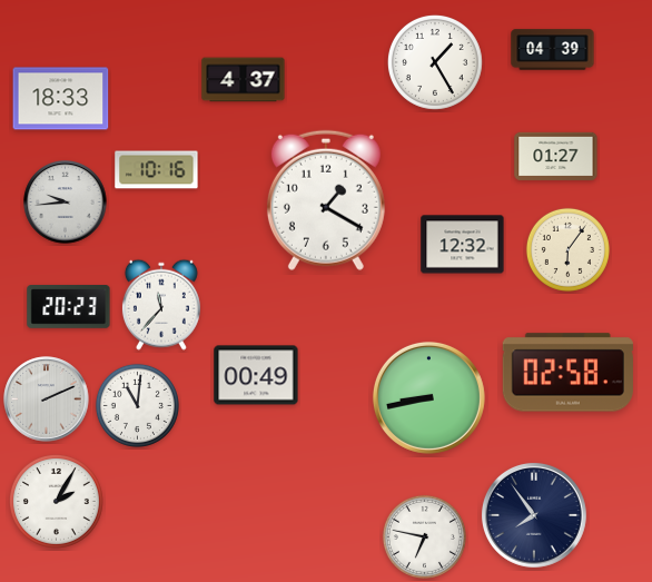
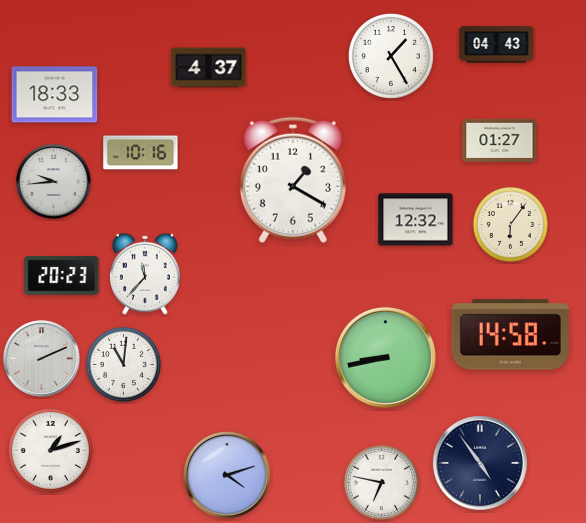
clock at (553, 50): 04:39 -> 04:43
clock at (244, 80) position: (244, 80) -> (209, 68)
clock at (61, 99) position: (61, 99) -> (55, 95)
clock at (66, 203) position: (66, 203) -> (54, 182)
clock at (567, 373): 02:58 -> 14:58
clock at (256, 375): 00:49 -> none
clock at (56, 501): 2:05 -> 1:12
clock at (534, 515): 7:54 -> 4:54
clock at (228, 476): none -> 4:12
